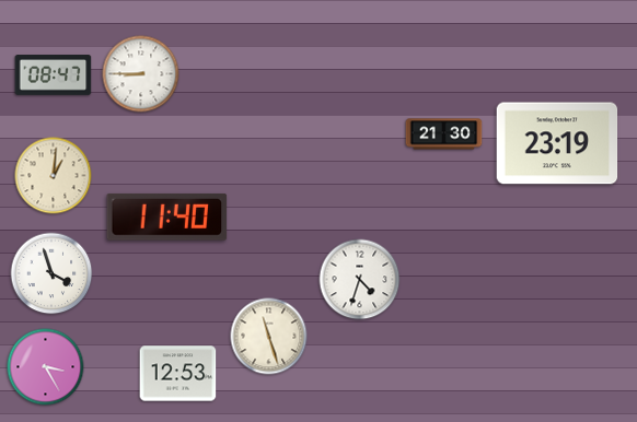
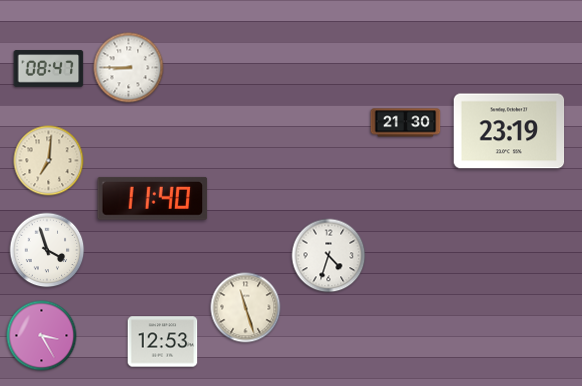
clock at (54, 176): 1:01 -> 7:01
